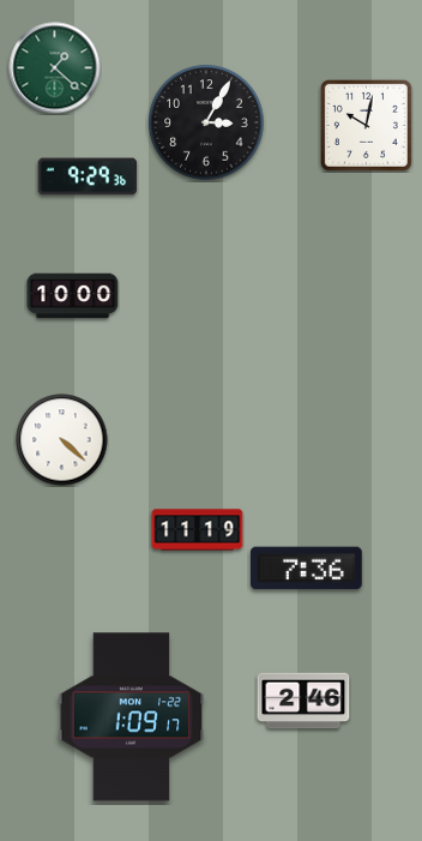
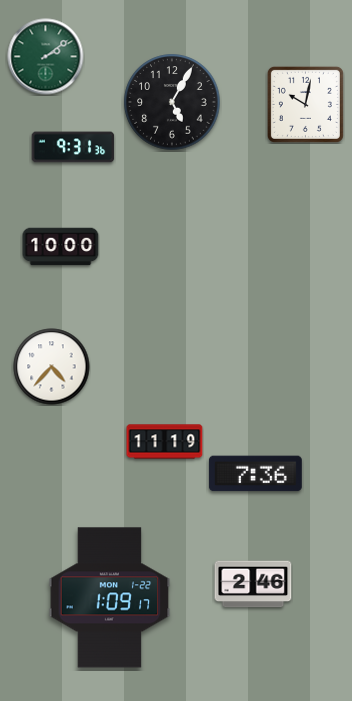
clock at (55, 68): 1:22 -> 2:09
clock at (206, 122): 3:05 -> 5:05
clock at (88, 176): 9:29 -> 9:31
clock at (62, 440): 4:22 -> 4:37
